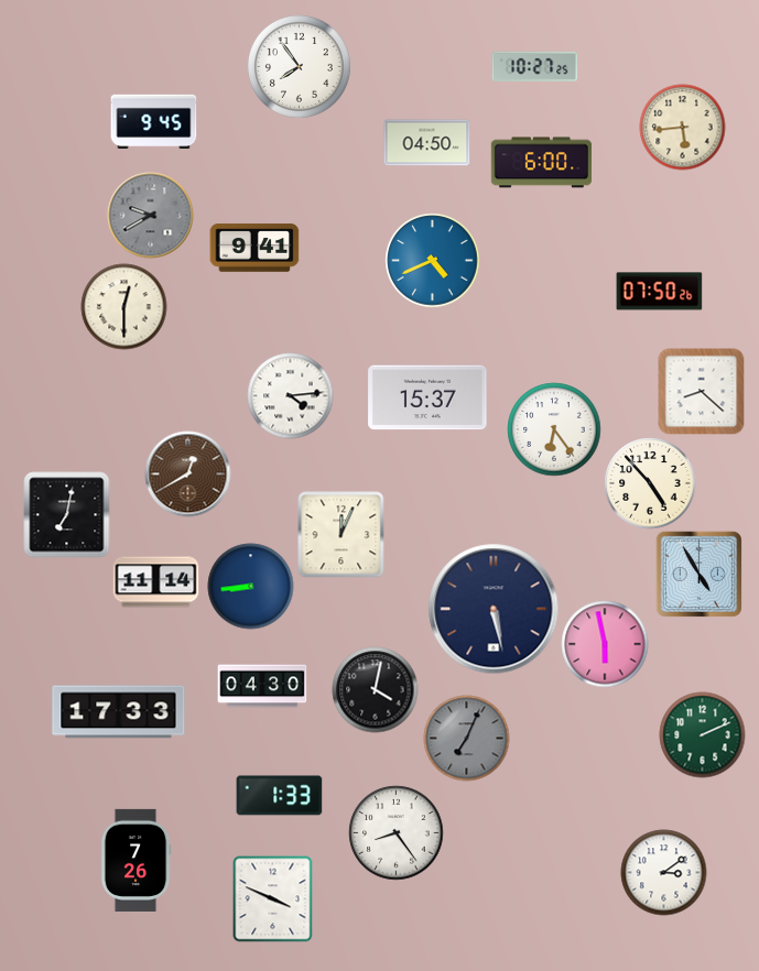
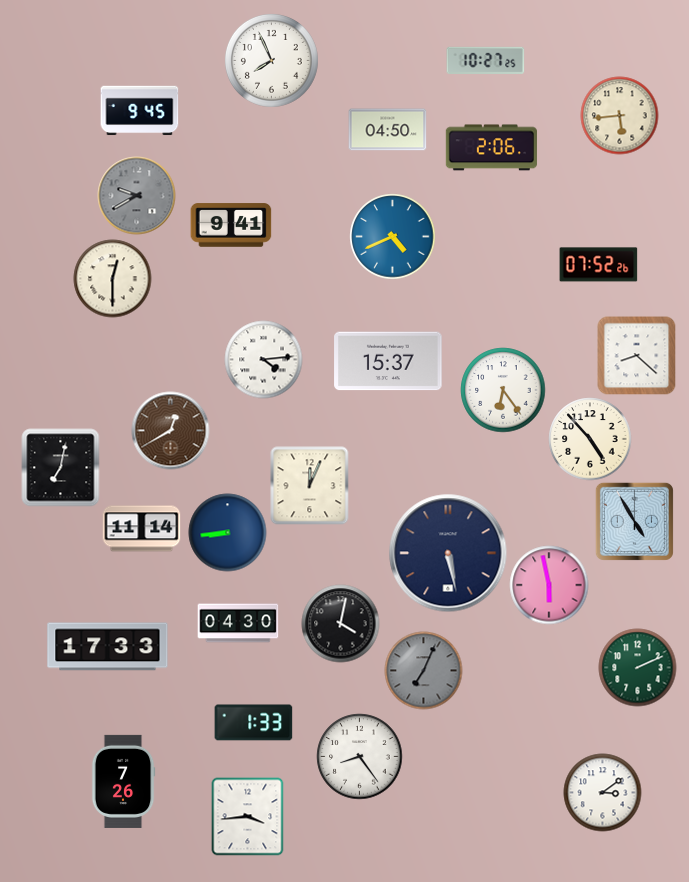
clock at (299, 66): 7:54 -> 7:56
clock at (541, 163): 6:00 -> 2:06
clock at (659, 292): 07:50 -> 07:52
clock at (375, 689) position: (375, 689) -> (340, 623)
clock at (273, 898): 3:49 -> 3:44
